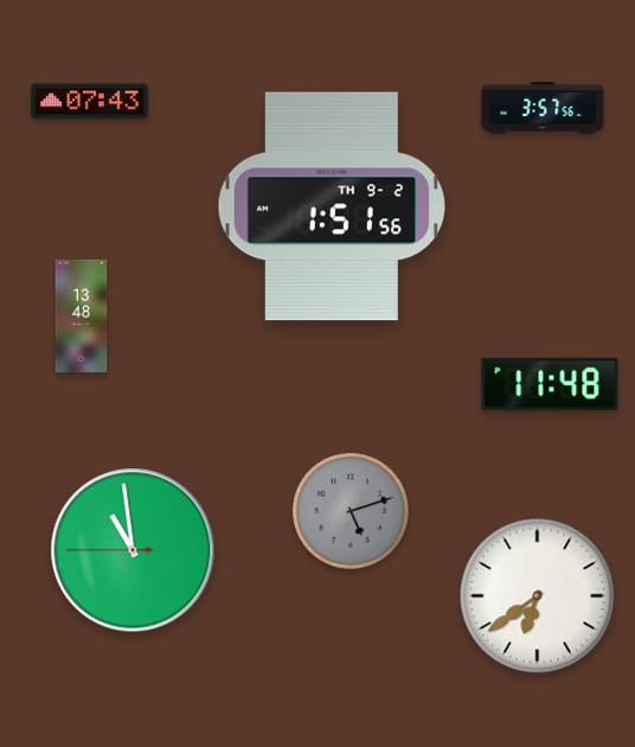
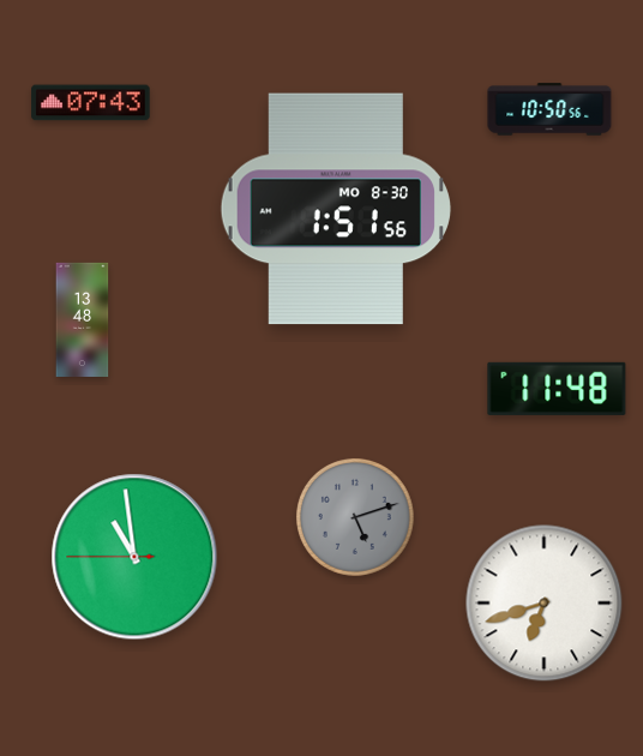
clock at (543, 108): 3:57 -> 10:50
clock at (331, 206) date: TH 9-2 -> MO 8-30
clock at (538, 596): 6:39 -> 6:42
